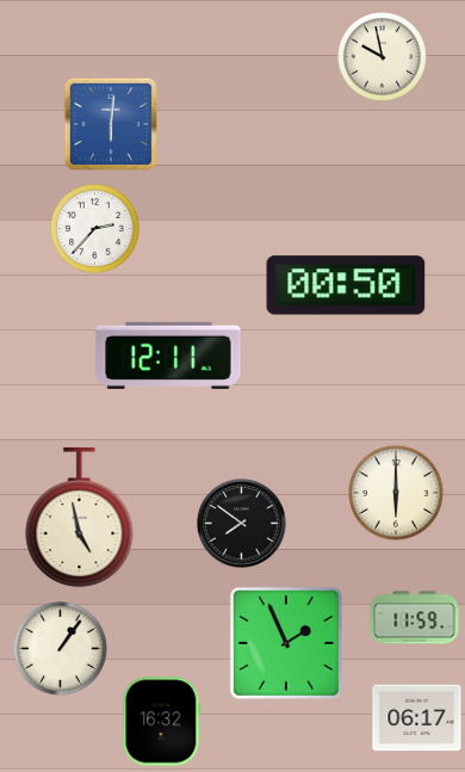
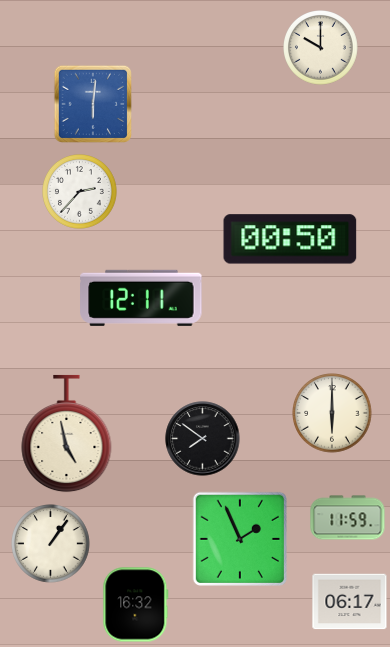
clock at (383, 57): 9:58 -> 10:00
